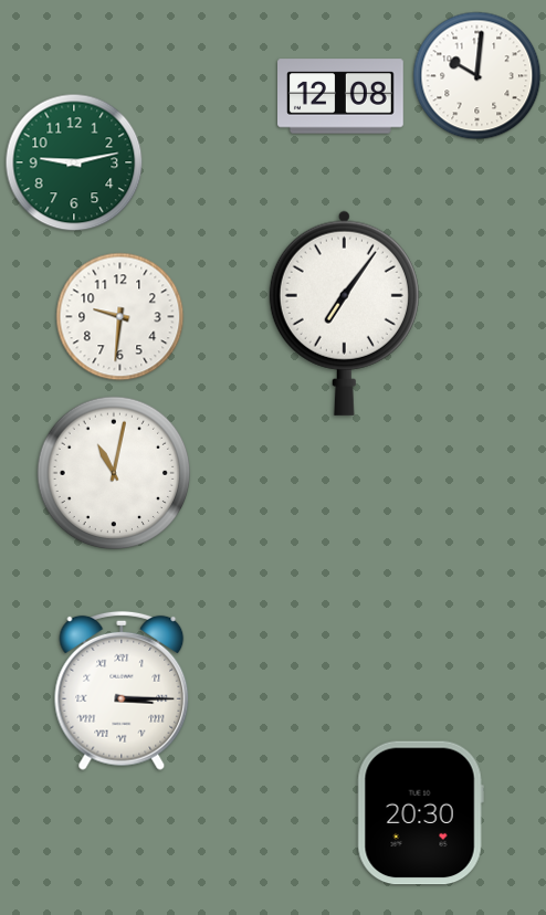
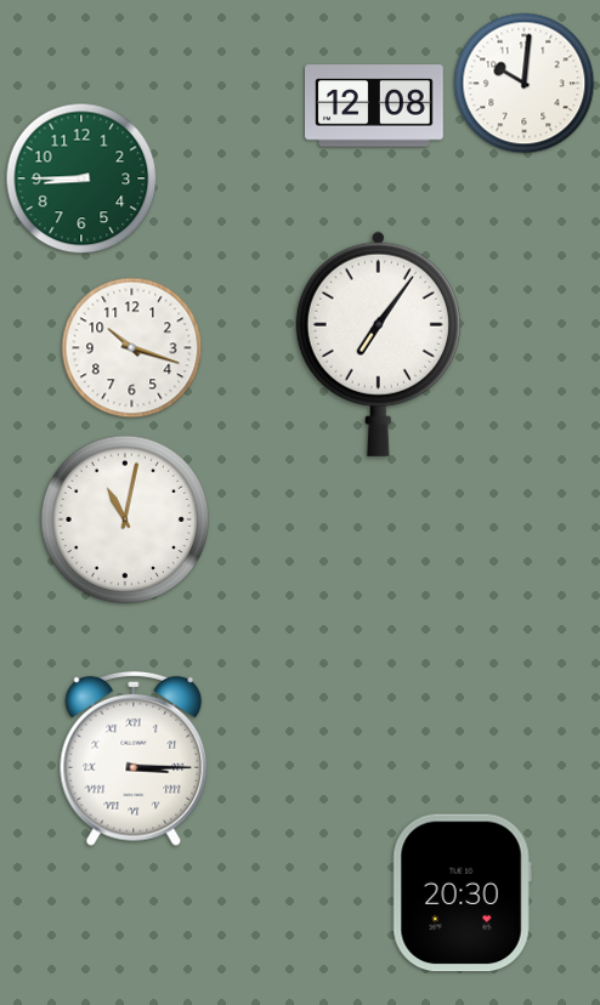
clock at (74, 162): 9:13 -> 8:45
clock at (120, 317): 9:31 -> 10:18
